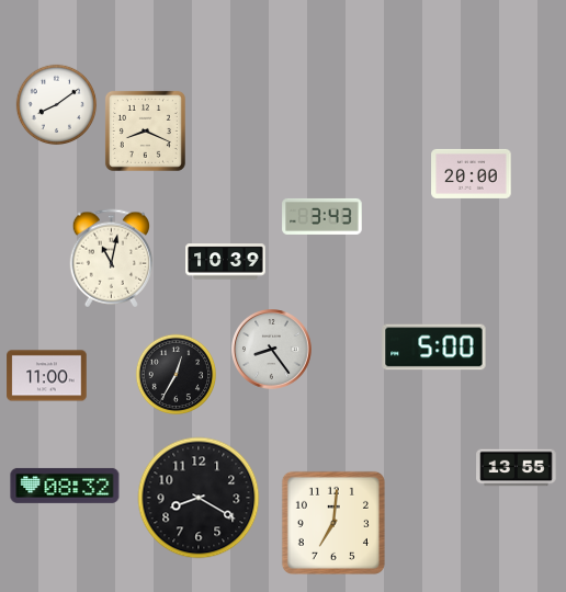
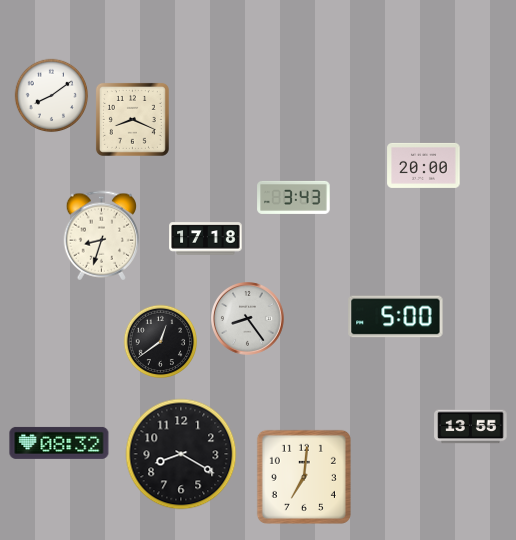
clock at (472, 173) position: (472, 173) -> (424, 165)
clock at (112, 259): 11:02 -> 8:33
clock at (226, 262): 10:39 -> 17:18
clock at (177, 375): 12:35 -> 12:39
clock at (47, 376): 11:00 -> none
